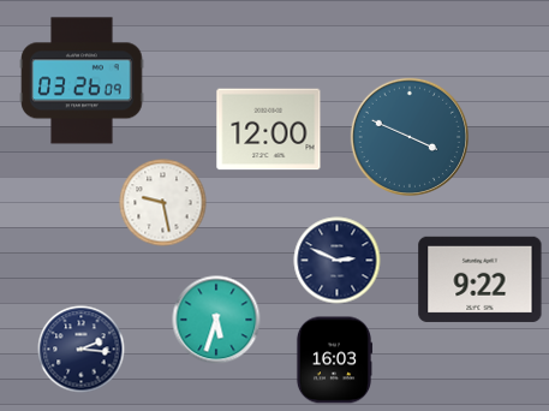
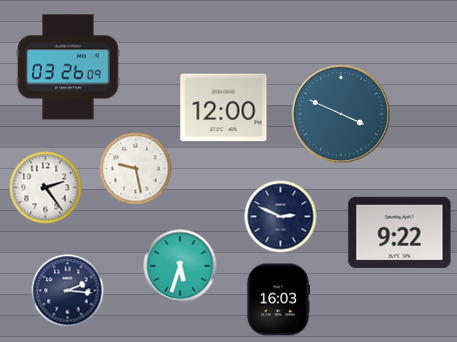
clock at (46, 188): none -> 2:24
